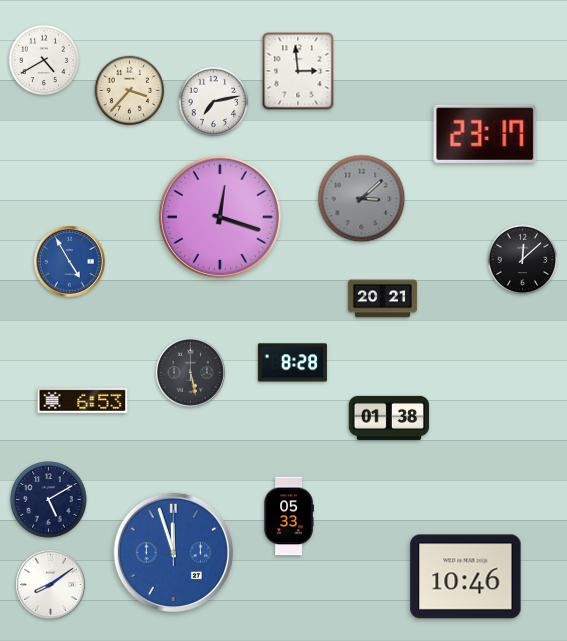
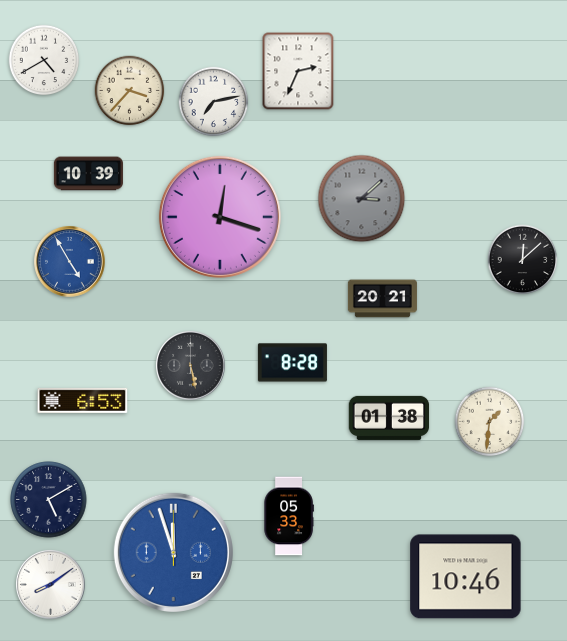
clock at (298, 71): 2:59 -> 2:34
clock at (485, 134): 23:17 -> none
clock at (88, 174): none -> 10:39
clock at (191, 373) position: (191, 373) -> (191, 366)
clock at (490, 422): none -> 1:31
